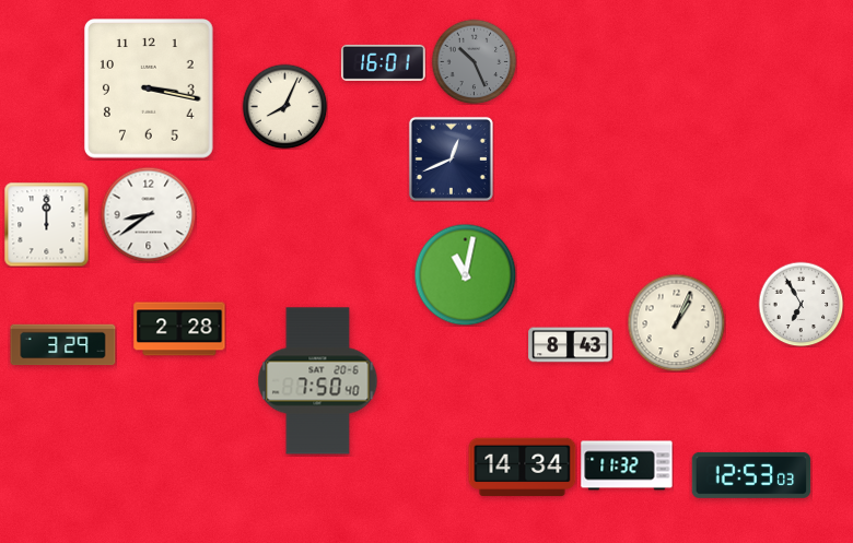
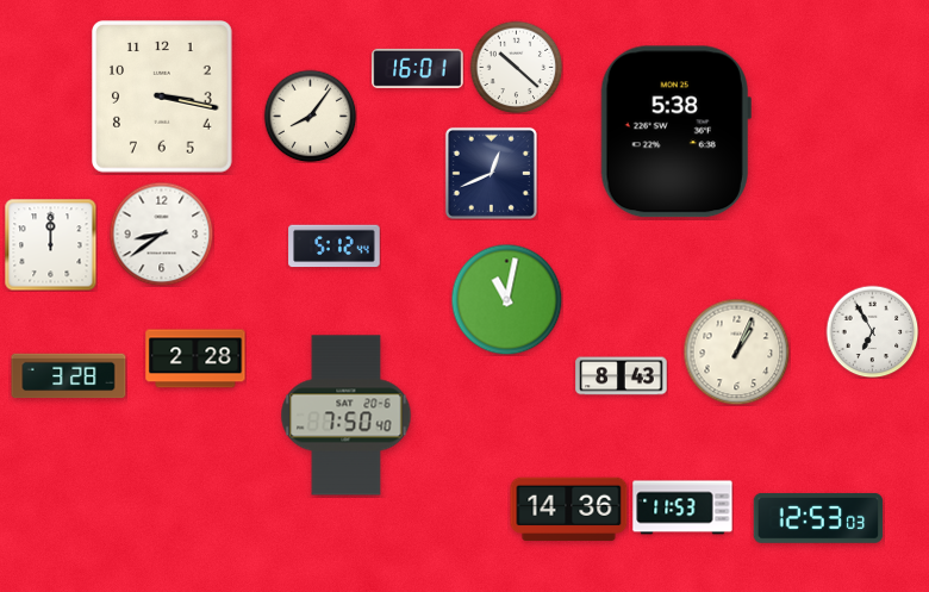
clock at (474, 61): 10:26 -> 10:22
clock at (474, 61) dial: grey -> white
clock at (284, 106): 8:04 -> 8:06
clock at (675, 132): none -> 5:38
clock at (335, 247): none -> 5:12
clock at (63, 345): 3:29 -> 3:28
clock at (627, 465): 11:32 -> 11:53
clock at (523, 468): 14:34 -> 14:36
